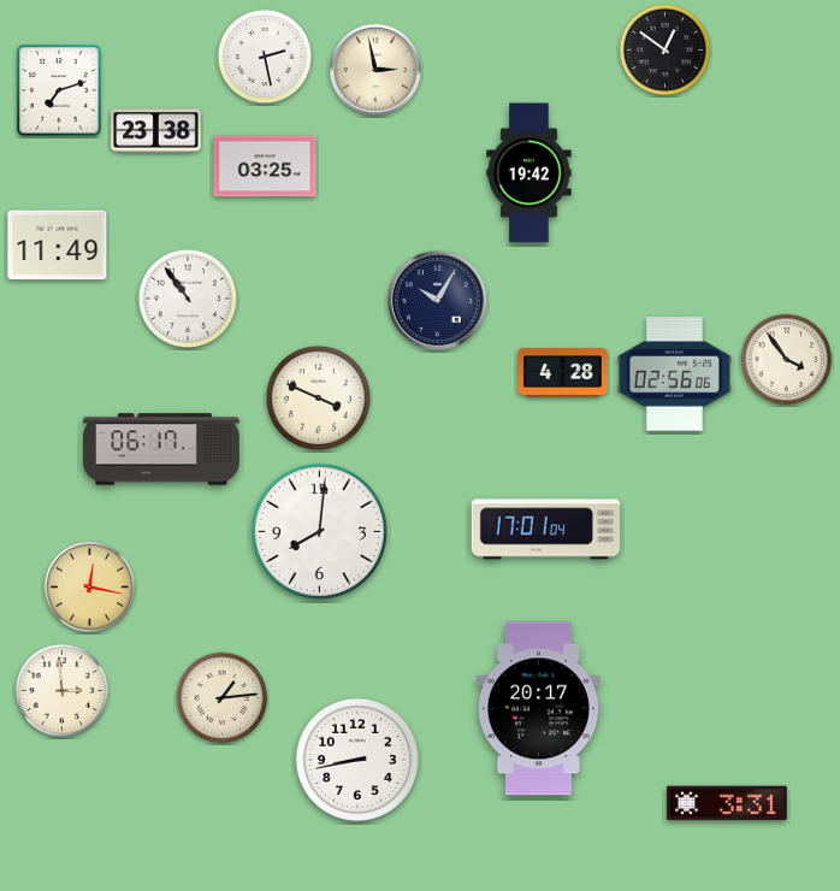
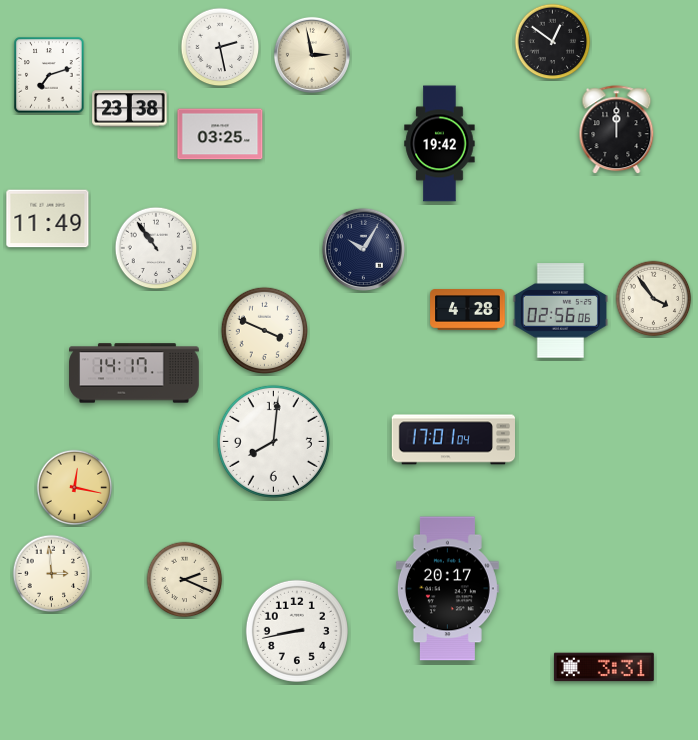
clock at (375, 70) position: (375, 70) -> (312, 55)
clock at (617, 130): none -> 12:00
clock at (265, 166) position: (265, 166) -> (220, 134)
clock at (58, 246) position: (58, 246) -> (48, 219)
clock at (161, 449): 06:17 -> 14:17
clock at (319, 531) position: (319, 531) -> (273, 441)
clock at (223, 698): 1:14 -> 2:19
